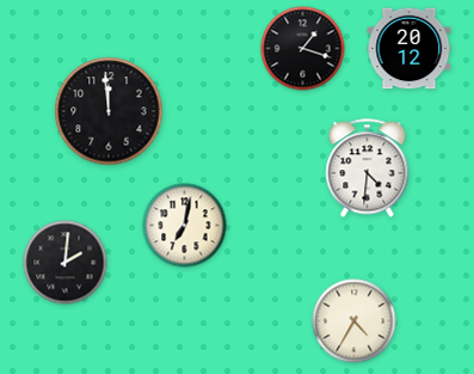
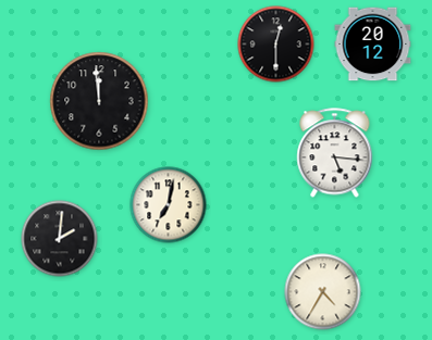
clock at (303, 49): 1:18 -> 12:30
clock at (368, 168): 4:31 -> 5:16
